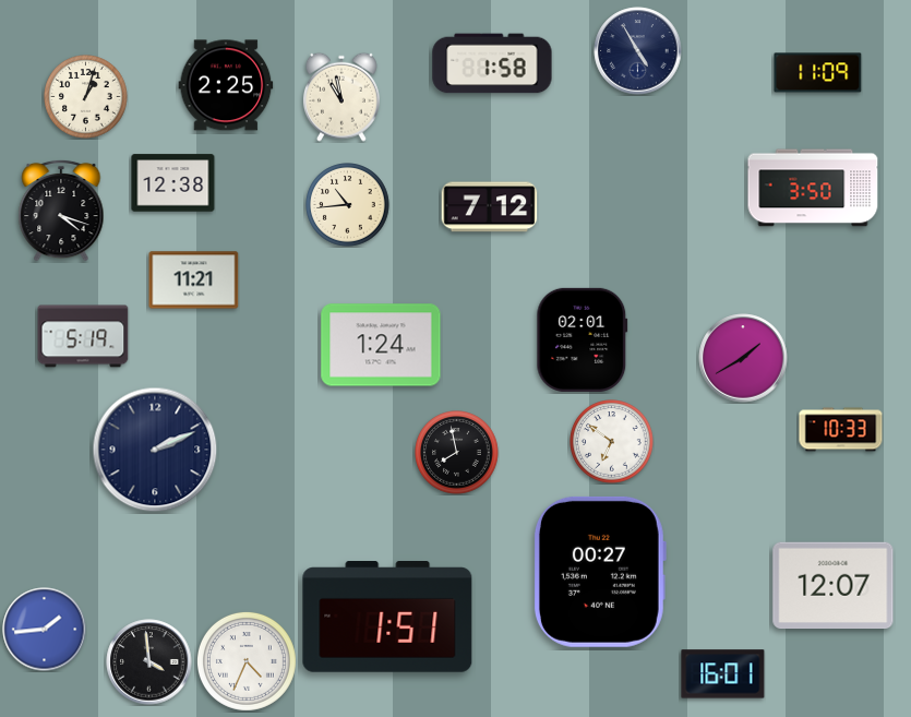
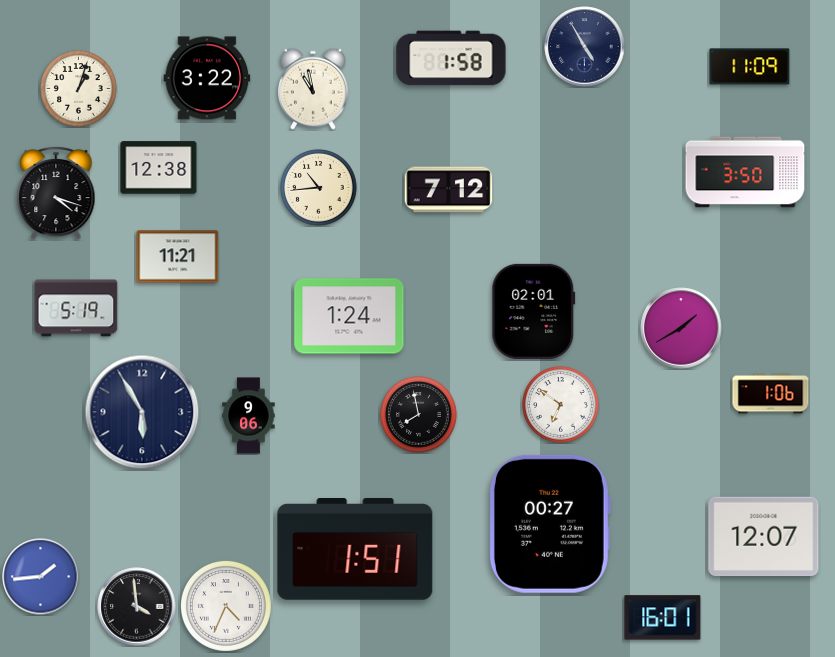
clock at (226, 85): 2:25 -> 3:22
clock at (841, 430): 10:33 -> 1:06
clock at (155, 450): 2:11 -> 5:55
clock at (249, 416): none -> 9:06
clock at (387, 618) position: (387, 618) -> (355, 550)
